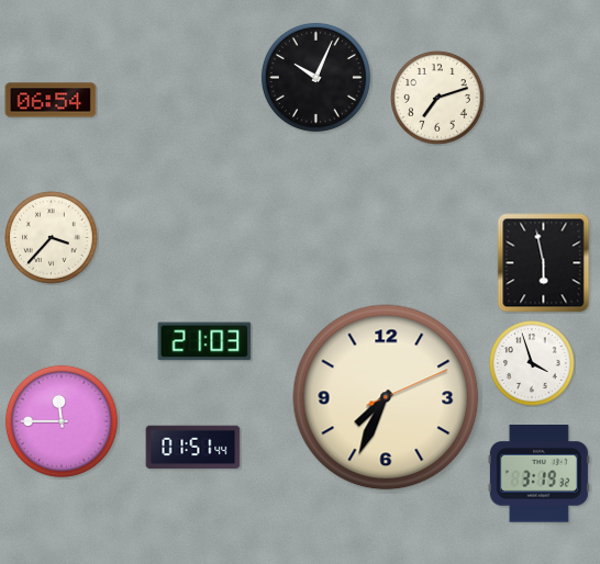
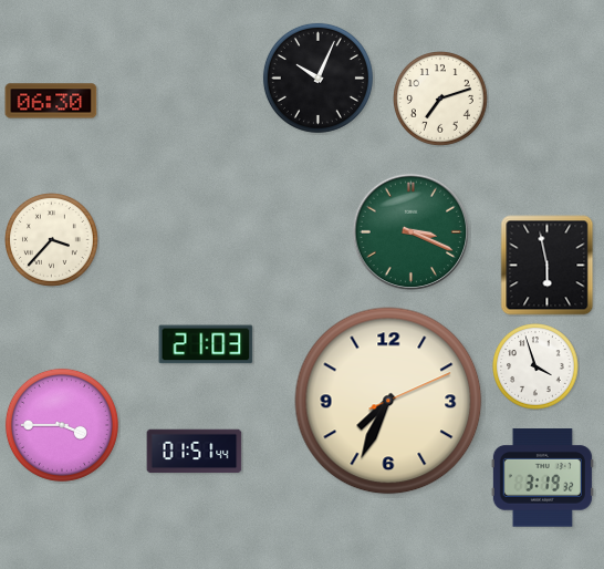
clock at (51, 100): 06:54 -> 06:30
clock at (412, 232): none -> 3:19
clock at (62, 421): 11:45 -> 3:45
